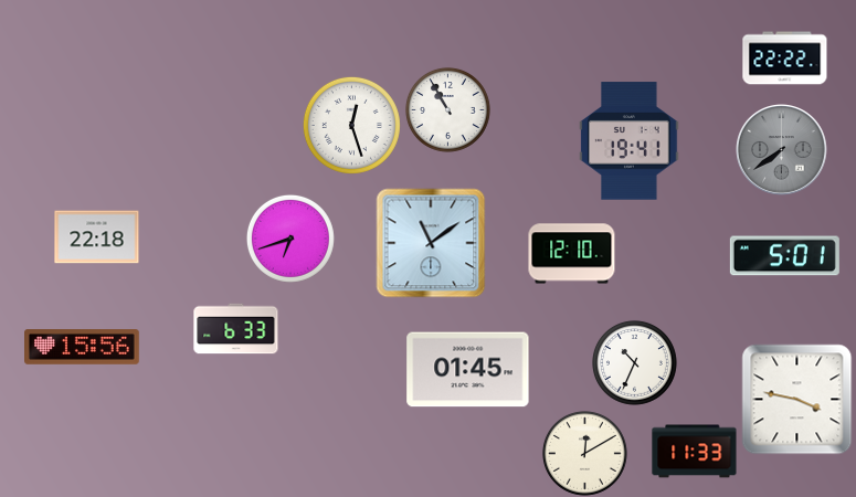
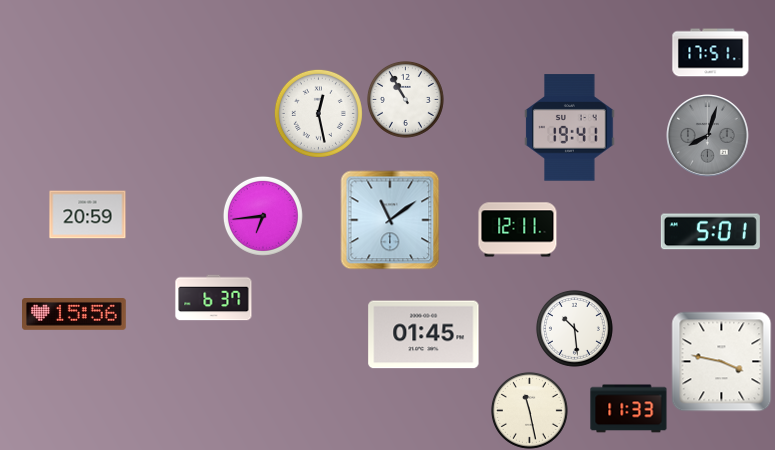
clock at (785, 59): 22:22 -> 17:51
clock at (351, 125): 12:27 -> 12:28
clock at (782, 150): 7:39 -> 8:03
clock at (97, 237): 22:18 -> 20:59
clock at (290, 239): 6:42 -> 6:44
clock at (572, 254): 12:10 -> 12:11
clock at (236, 329): 6:33 -> 6:37
clock at (634, 362): 10:34 -> 10:29
clock at (584, 453): 12:10 -> 11:28
